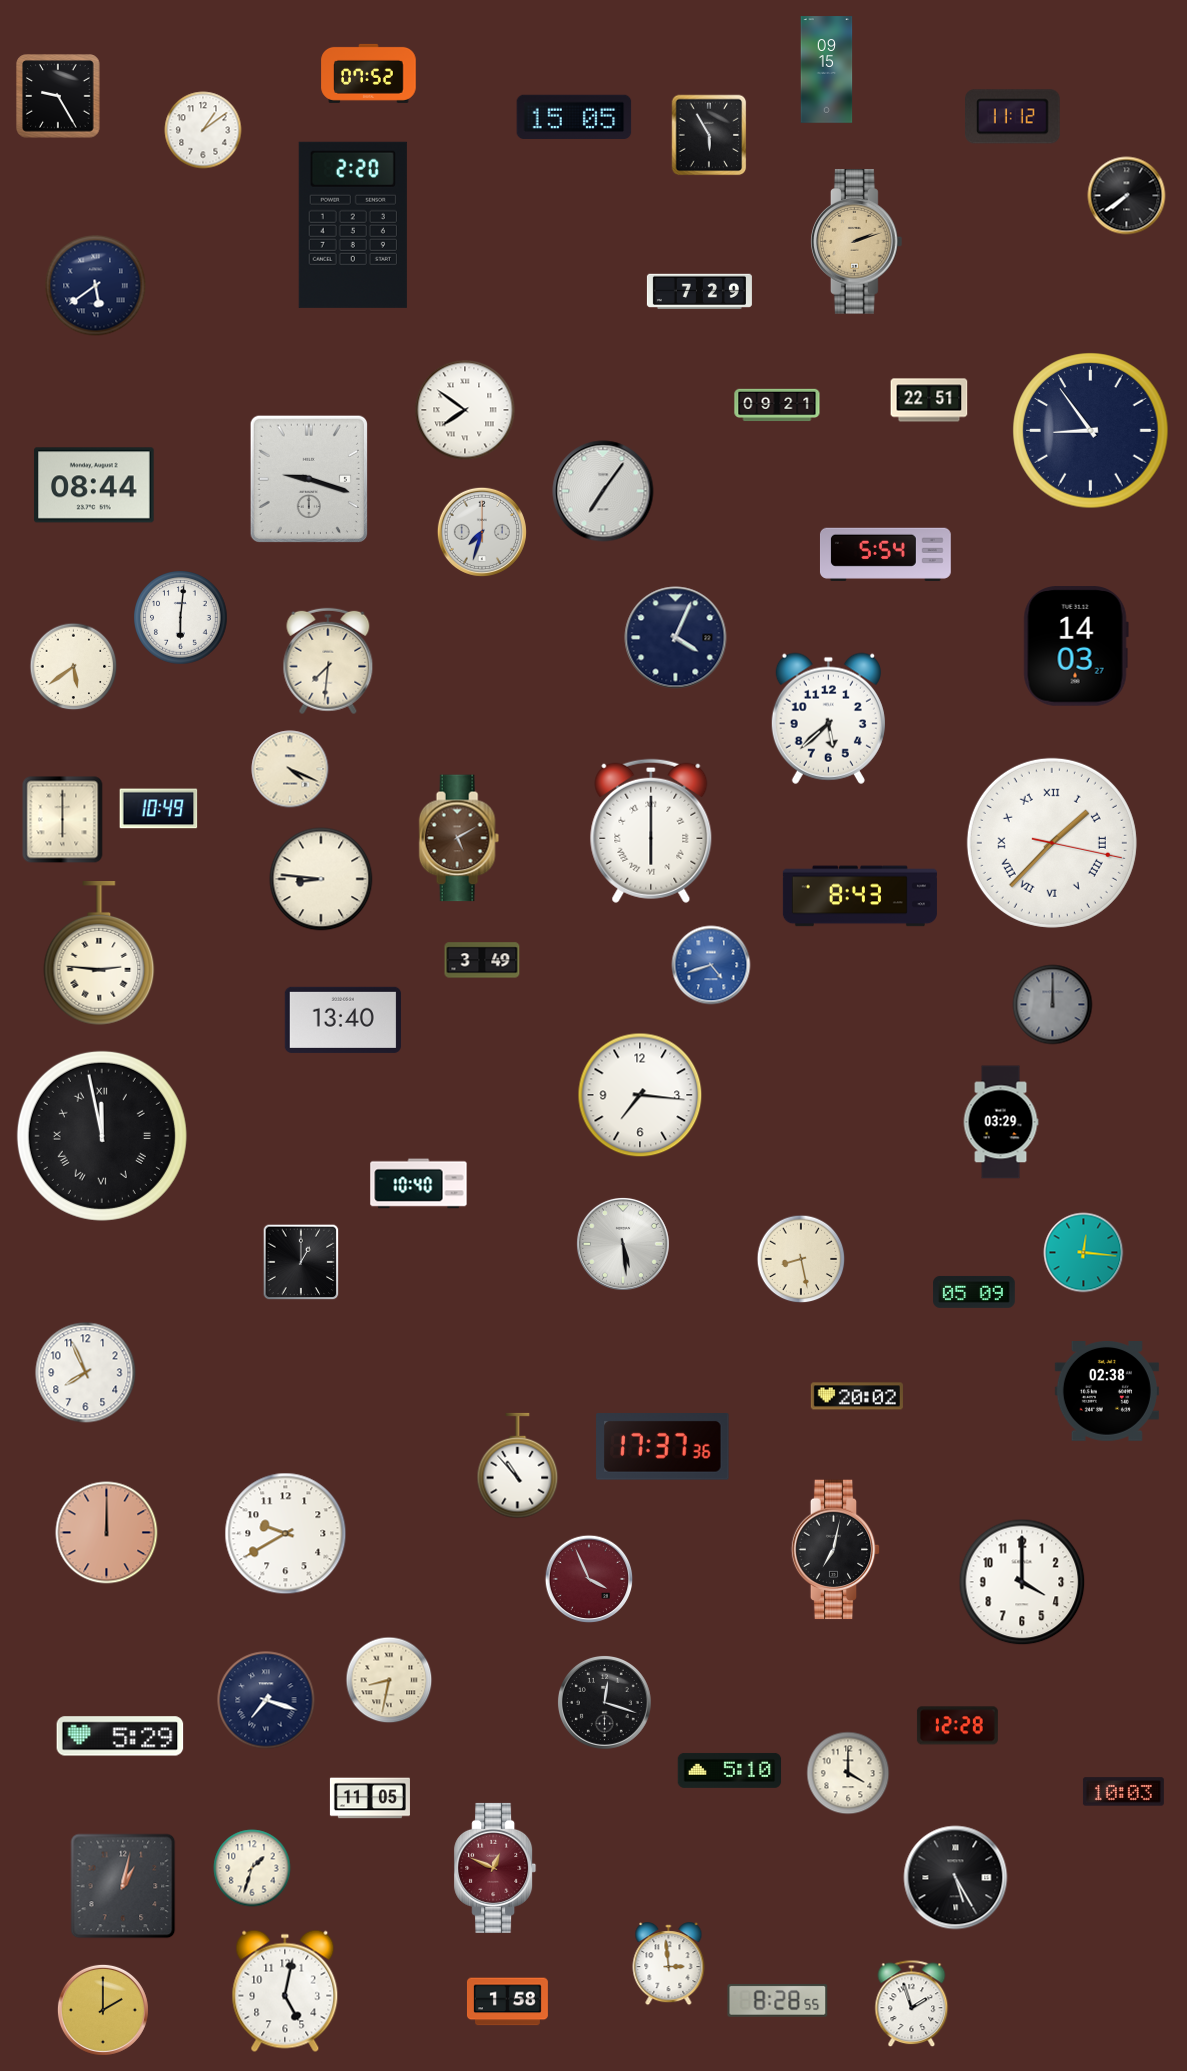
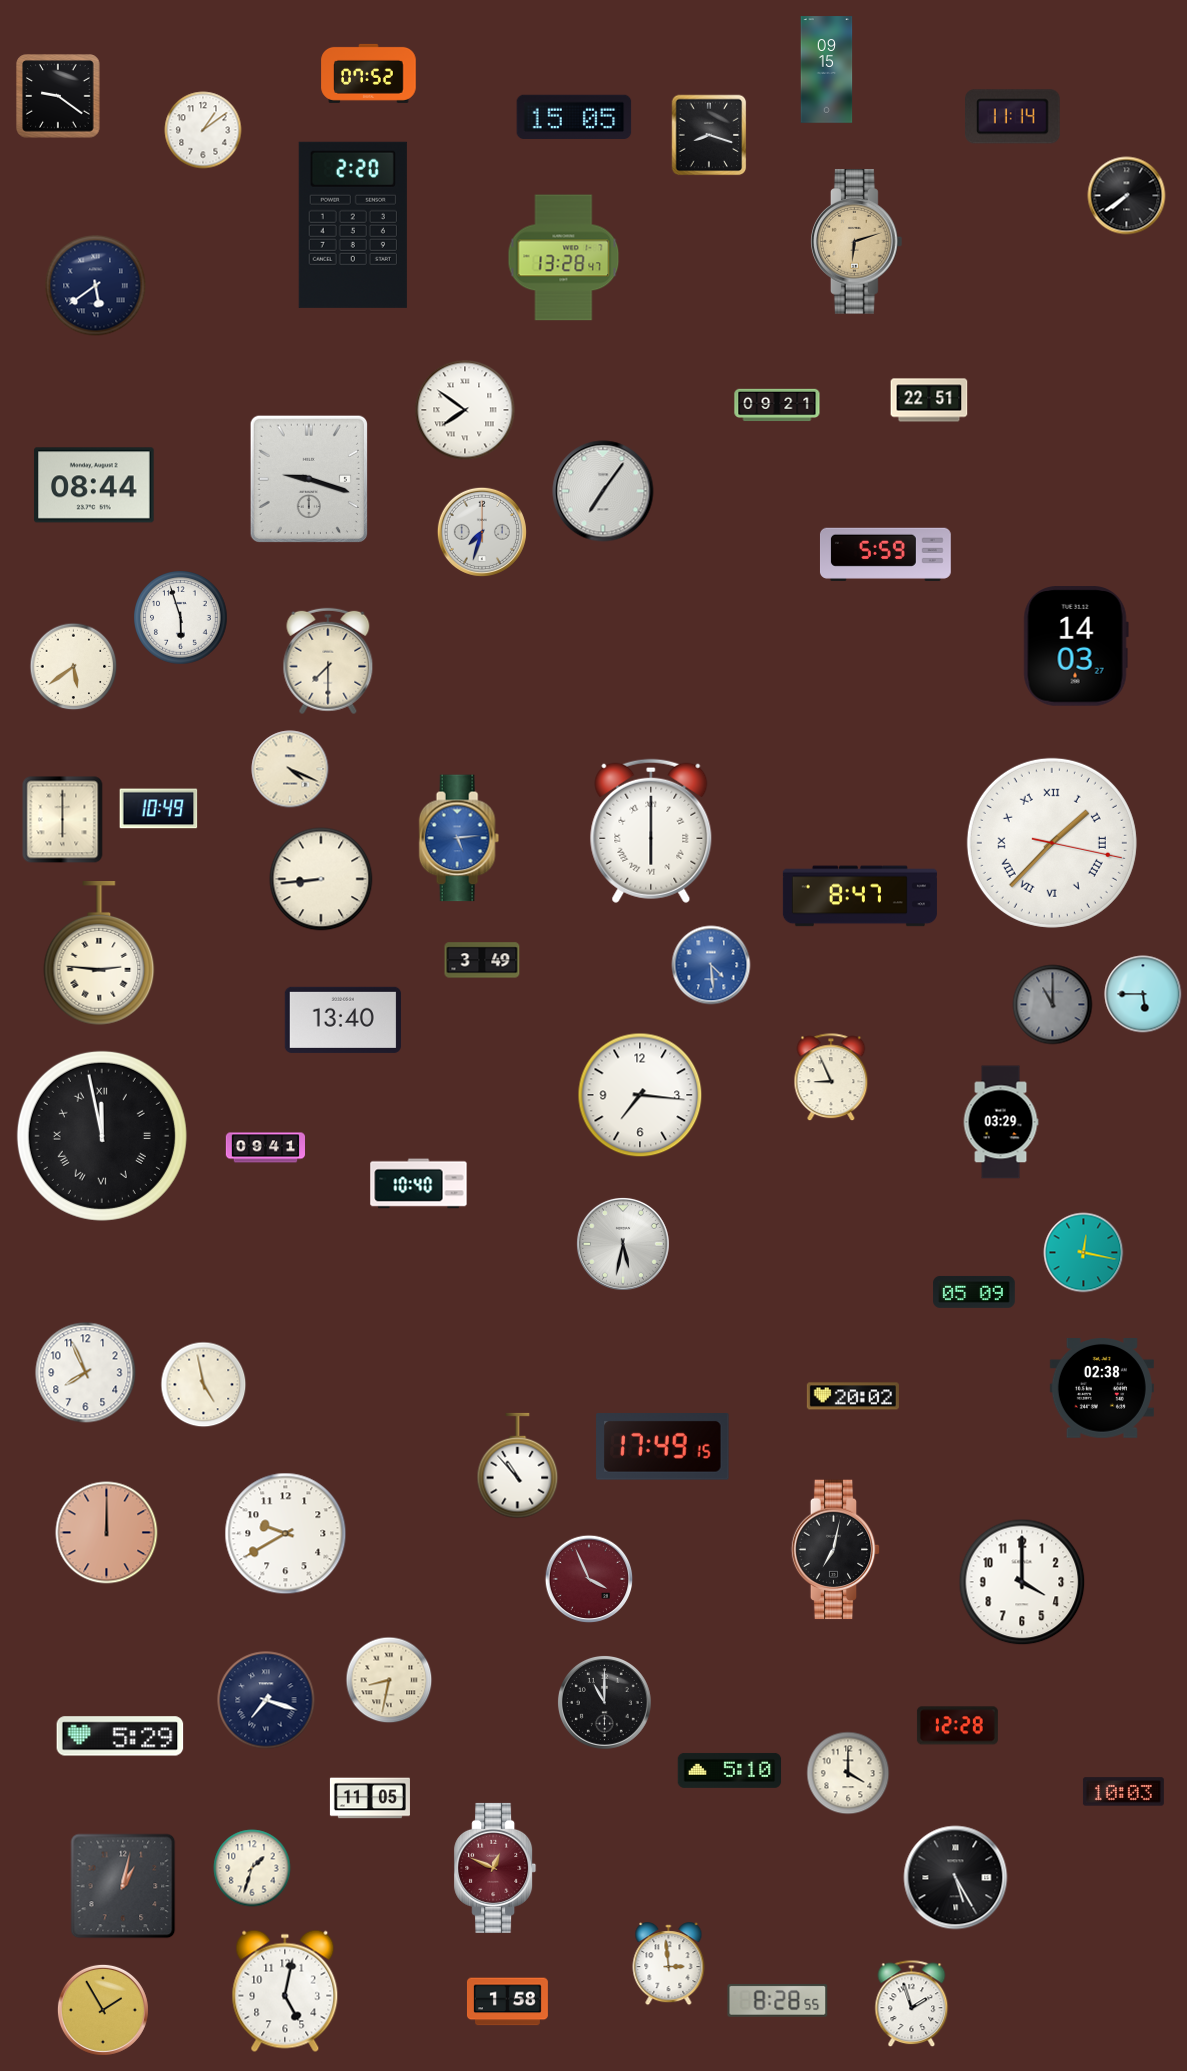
clock at (58, 96): 9:25 -> 9:21
clock at (1013, 117): 11:12 -> 11:14
clock at (709, 135): 5:55 -> 8:18
clock at (857, 242): 2:12 -> 6:12
clock at (564, 258): none -> 13:28
clock at (699, 291): 7:29 -> none
clock at (1091, 431): 8:54 -> none
clock at (885, 554): 5:54 -> 5:59
clock at (181, 618): 6:01 -> 5:57
clock at (676, 638): 4:04 -> none
clock at (328, 661): 7:31 -> 7:30
clock at (828, 718): 5:38 -> none
clock at (459, 838): 5:10 -> 5:14
clock at (459, 838) dial: brown -> blue
clock at (321, 879): 8:46 -> 8:44
clock at (860, 896): 8:43 -> 8:47
clock at (711, 965): 4:42 -> 4:29
clock at (1143, 994): none -> 5:45
clock at (1053, 1005): 12:00 -> 11:00
clock at (831, 1078): none -> 8:56
clock at (265, 1148): none -> 09:41
clock at (623, 1244): 5:29 -> 5:32
clock at (1084, 1253): 12:16 -> 12:17
clock at (801, 1259): 8:28 -> none
clock at (301, 1262): 1:00 -> none
clock at (204, 1385): none -> 4:58
clock at (1107, 1392) position: (1107, 1392) -> (1102, 1389)
clock at (857, 1396) position: (857, 1396) -> (853, 1396)
clock at (663, 1447): 17:37 -> 17:49
clock at (605, 1703): 12:18 -> 11:00
clock at (103, 2010): 2:00 -> 1:55
